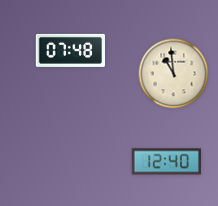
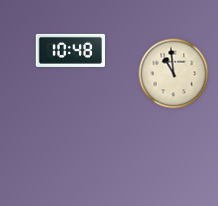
clock at (70, 50): 07:48 -> 10:48
clock at (166, 162): 12:40 -> none
